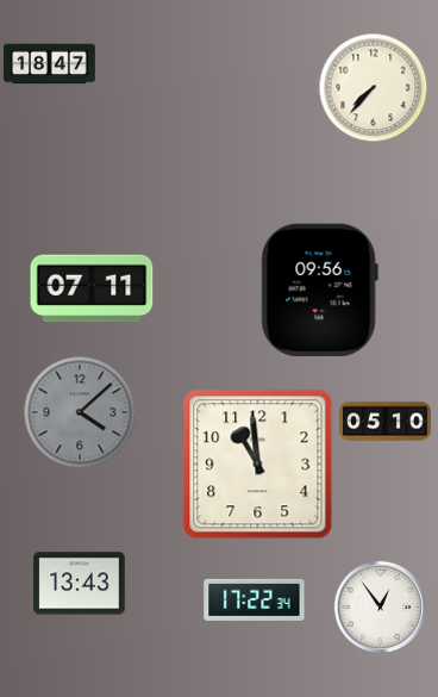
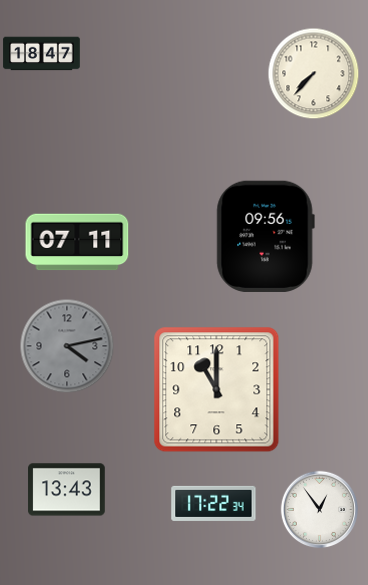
clock at (319, 290) position: (319, 290) -> (265, 236)
clock at (80, 412): 4:08 -> 4:13
clock at (386, 422): 05:10 -> none
clock at (258, 465): 10:59 -> 11:00
